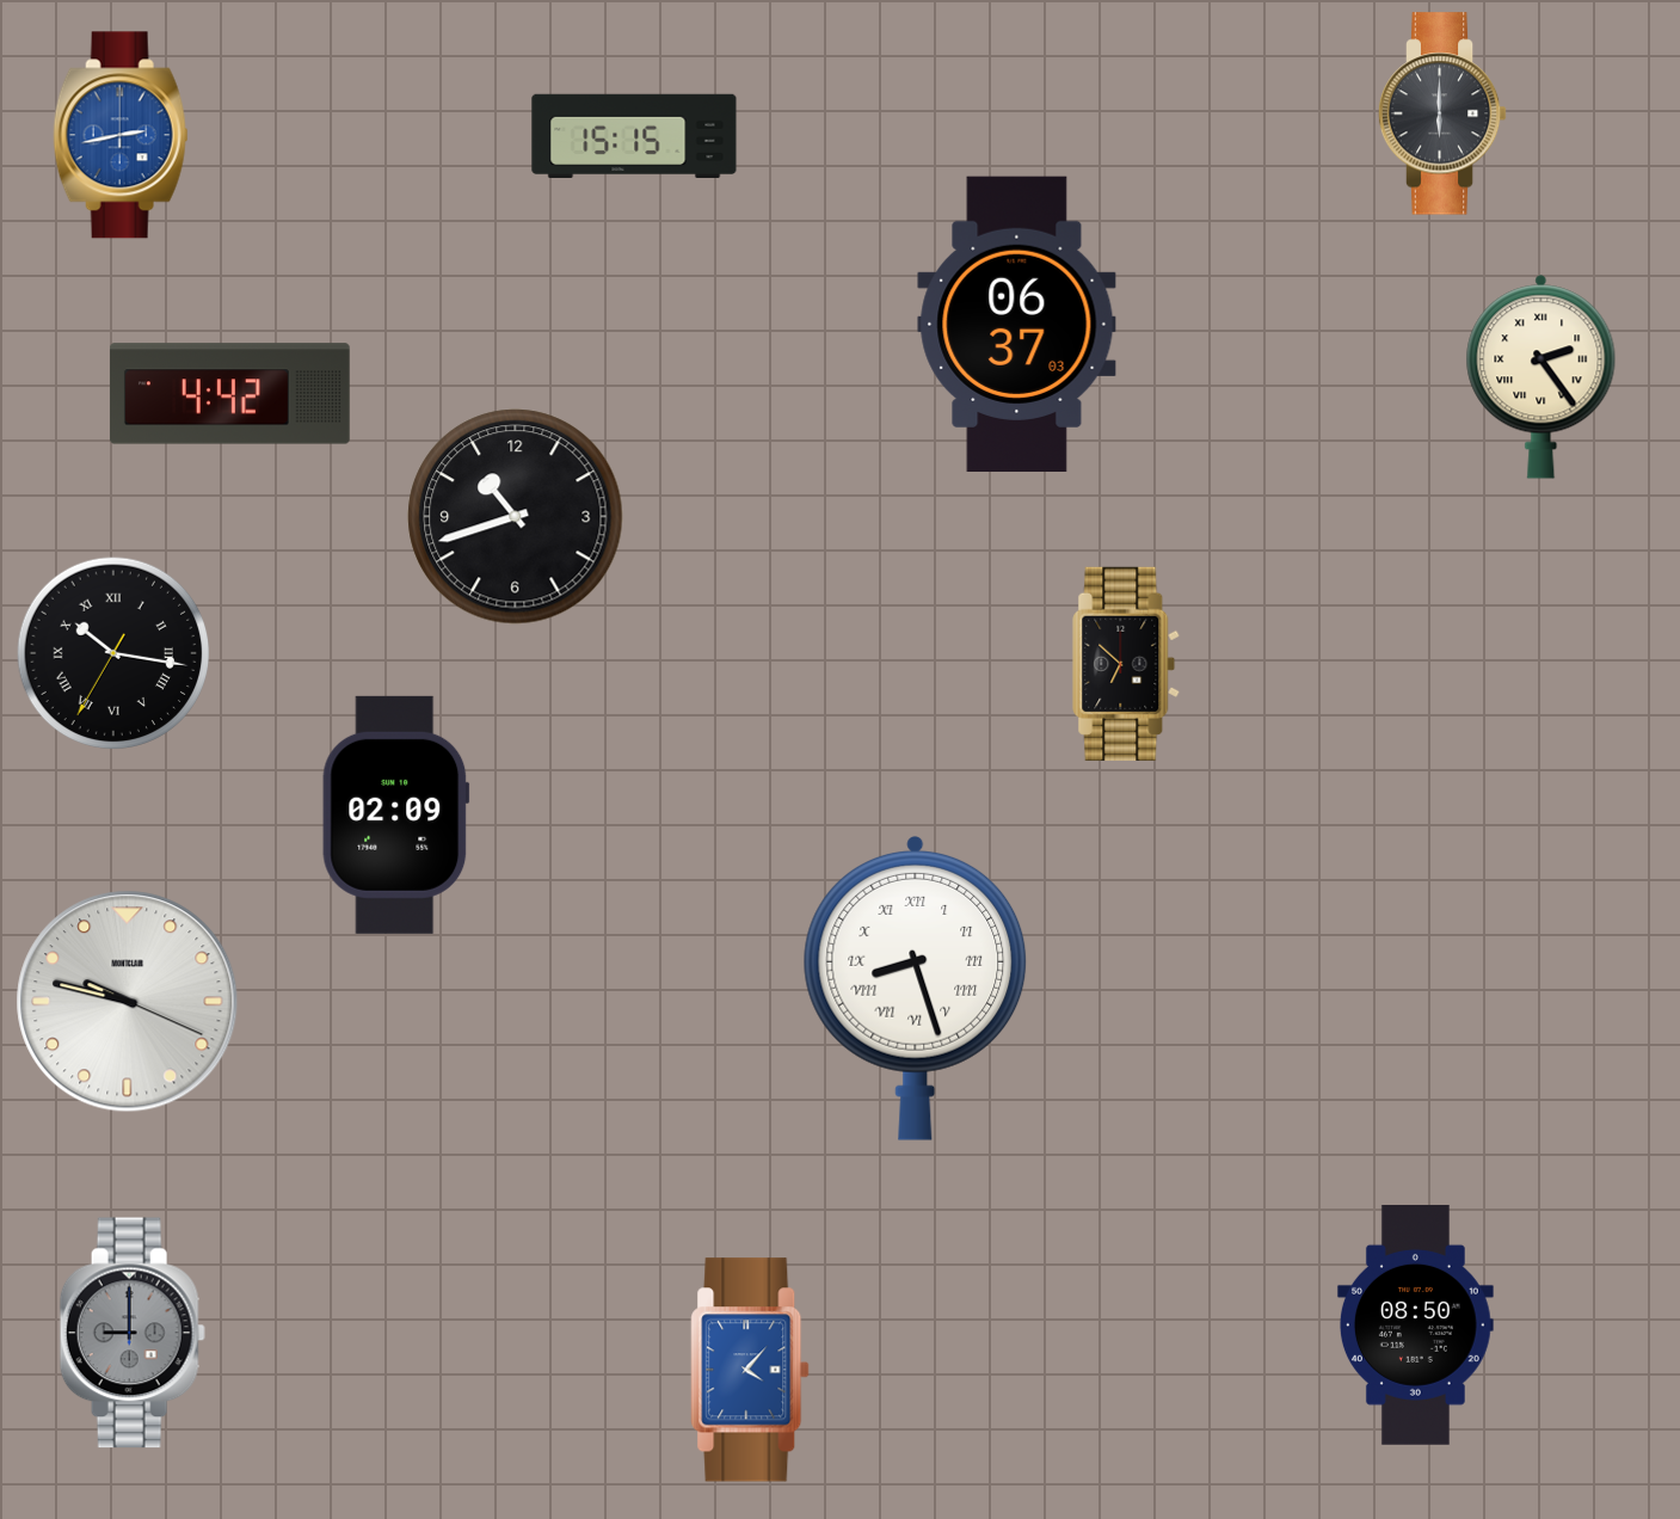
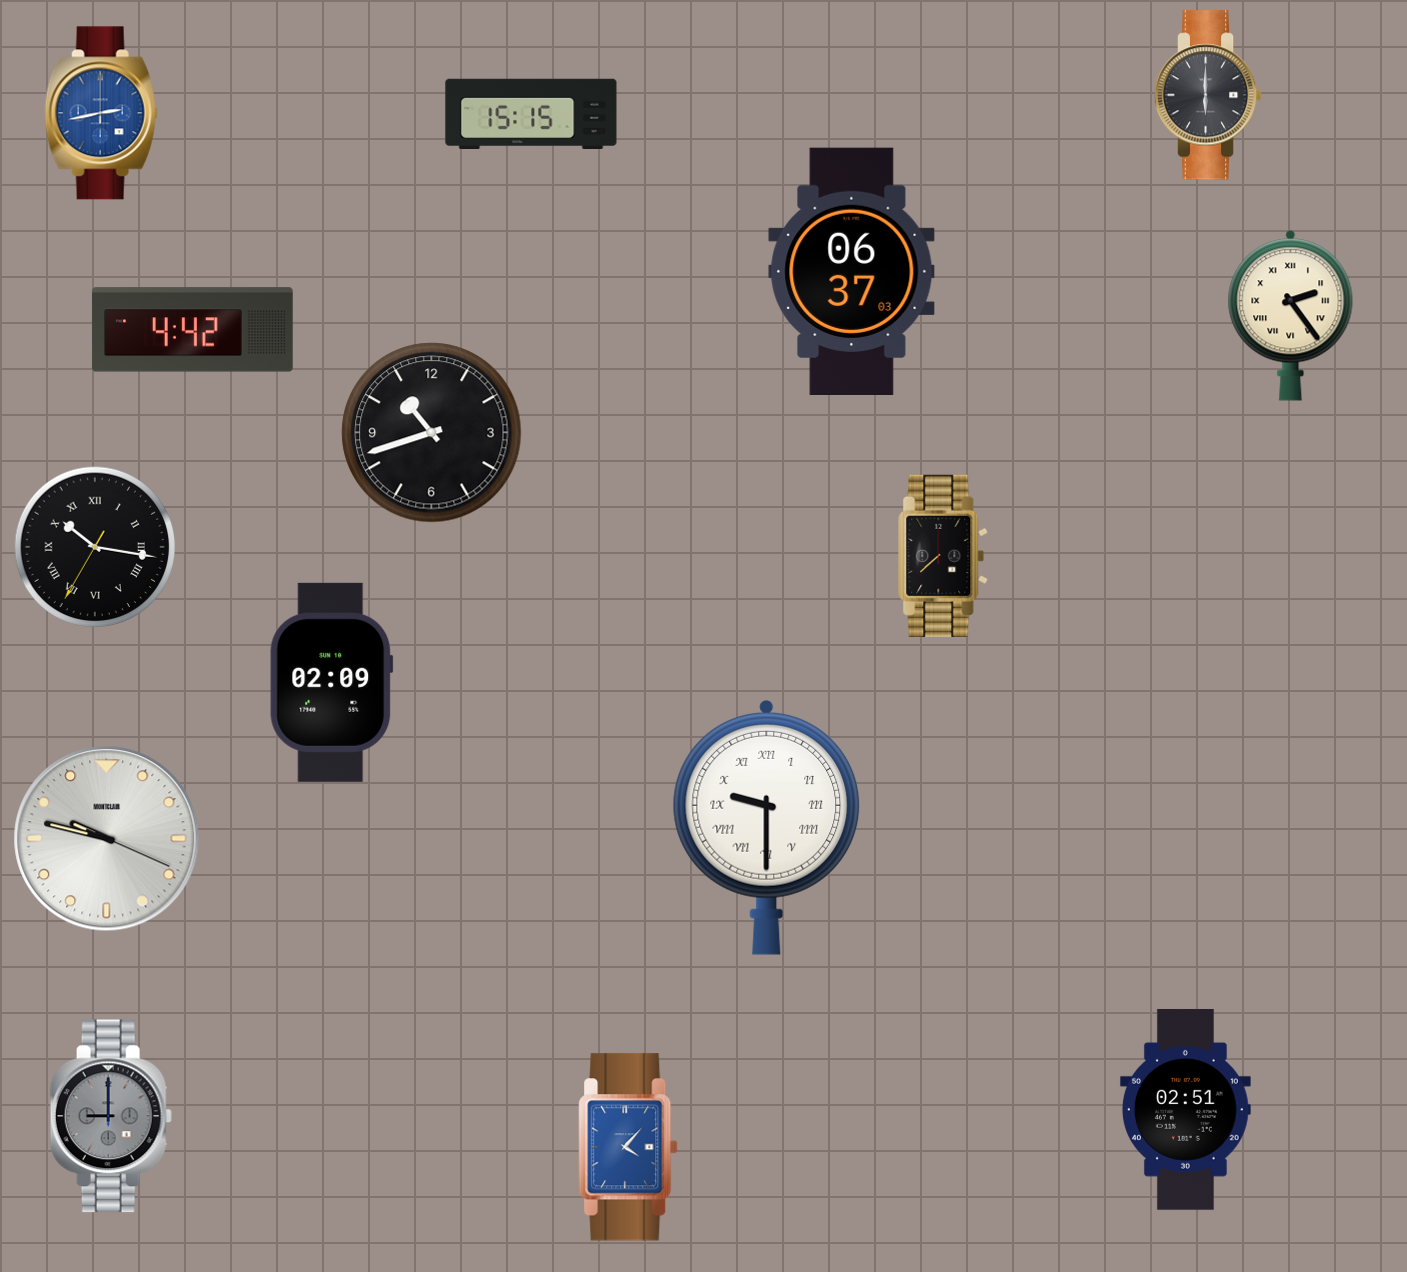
clock at (1127, 664): 6:52 -> 7:38
clock at (916, 988): 8:27 -> 9:30
clock at (1415, 1324): 08:50 -> 02:51
